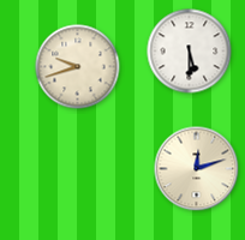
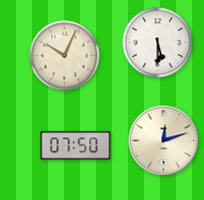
clock at (78, 67): 9:42 -> 10:04
clock at (76, 146): none -> 07:50
